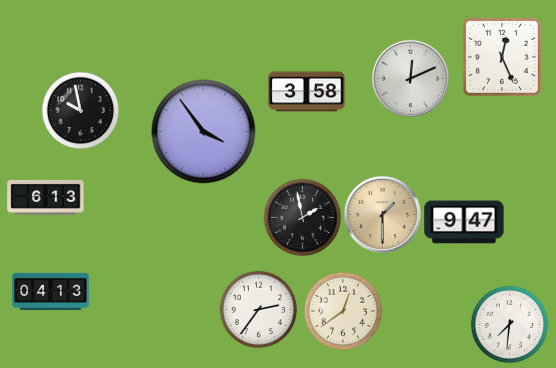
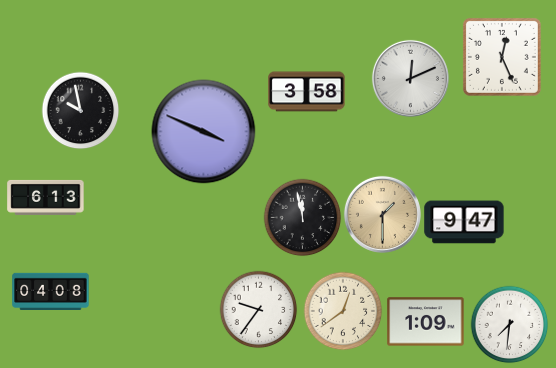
clock at (204, 132): 3:54 -> 3:49
clock at (302, 217): 1:58 -> 11:58
clock at (51, 291): 04:13 -> 04:08
clock at (258, 309): 2:36 -> 9:36
clock at (426, 322): none -> 1:09
